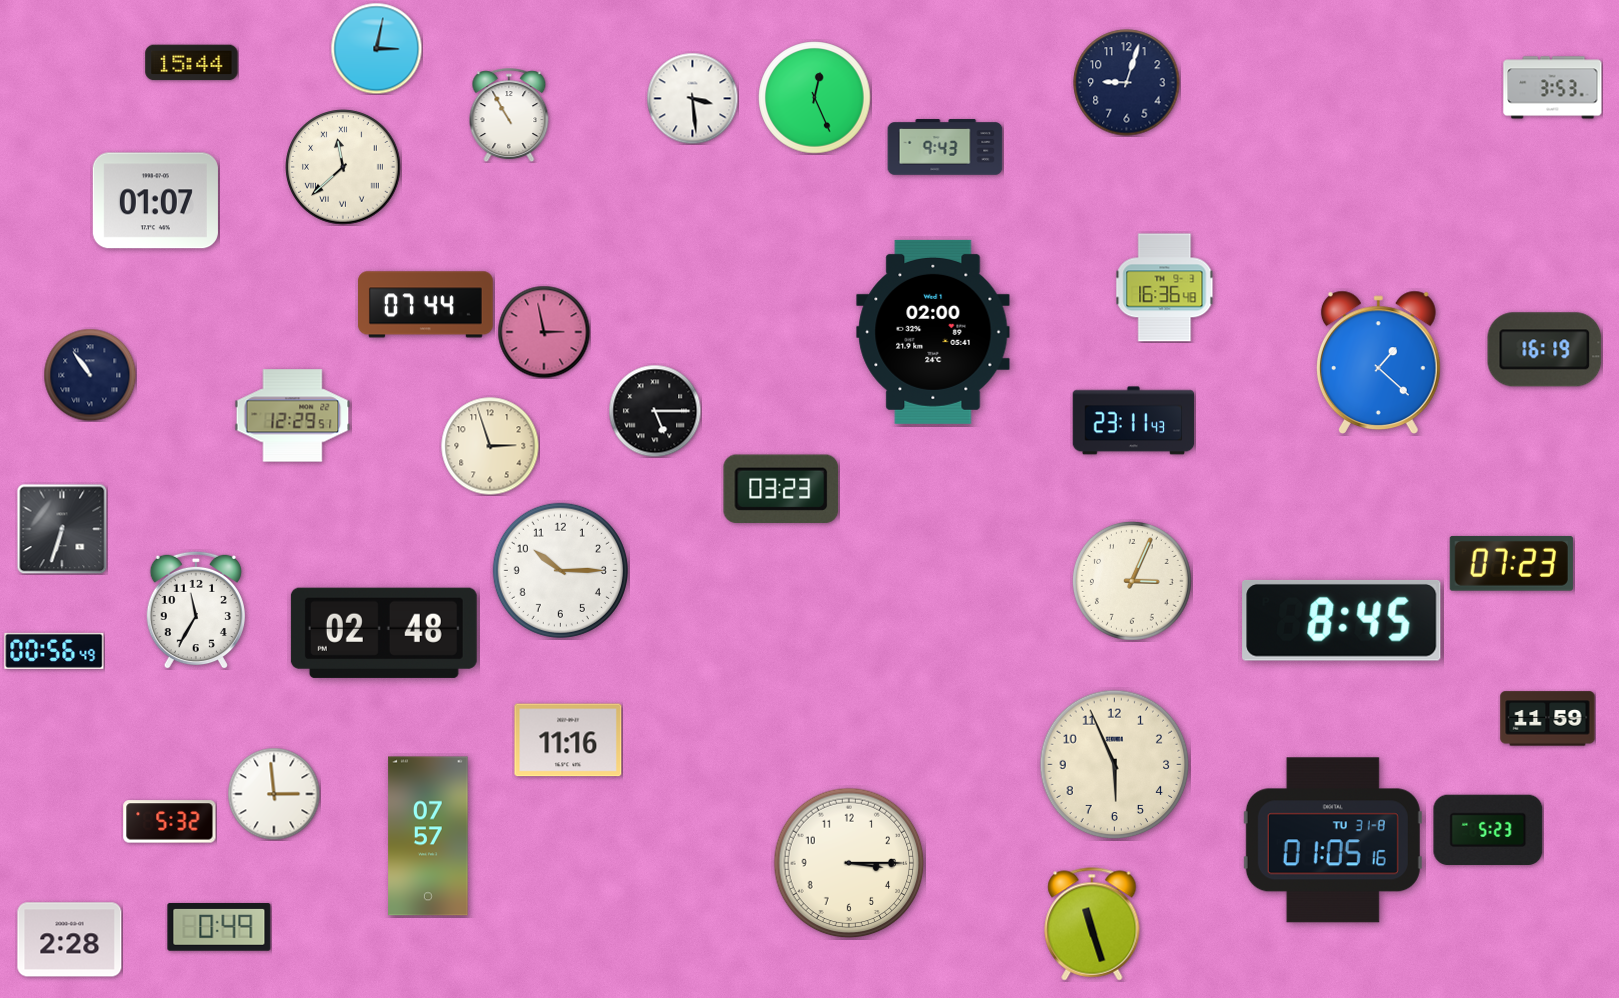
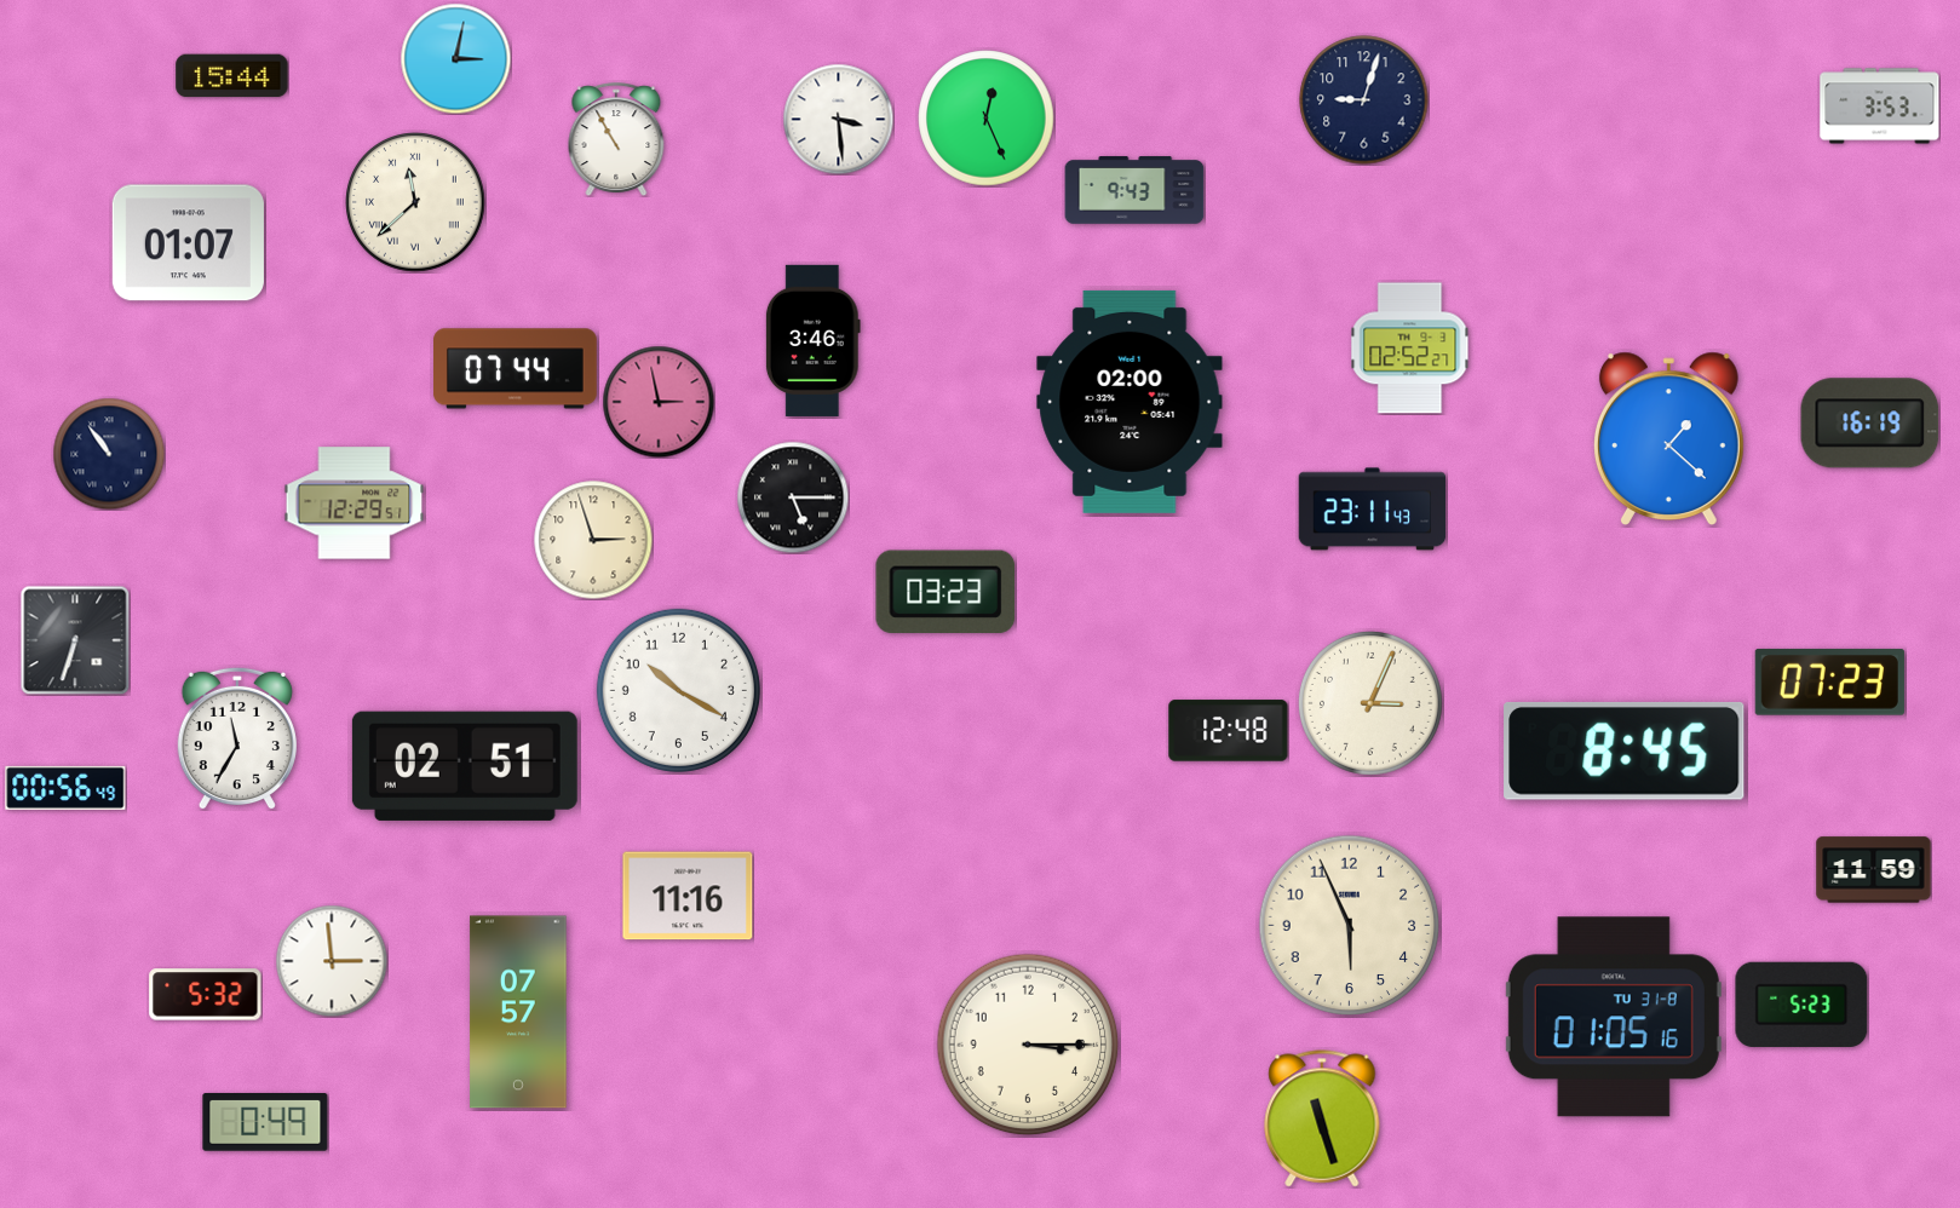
clock at (945, 147) position: (945, 147) -> (1134, 190)
clock at (812, 340): none -> 3:46
clock at (1165, 288): 16:36 -> 02:52
clock at (560, 570): 10:15 -> 10:20
clock at (1229, 731): none -> 12:48
clock at (384, 633): 02:48 -> 02:51
clock at (70, 940): 2:28 -> none
